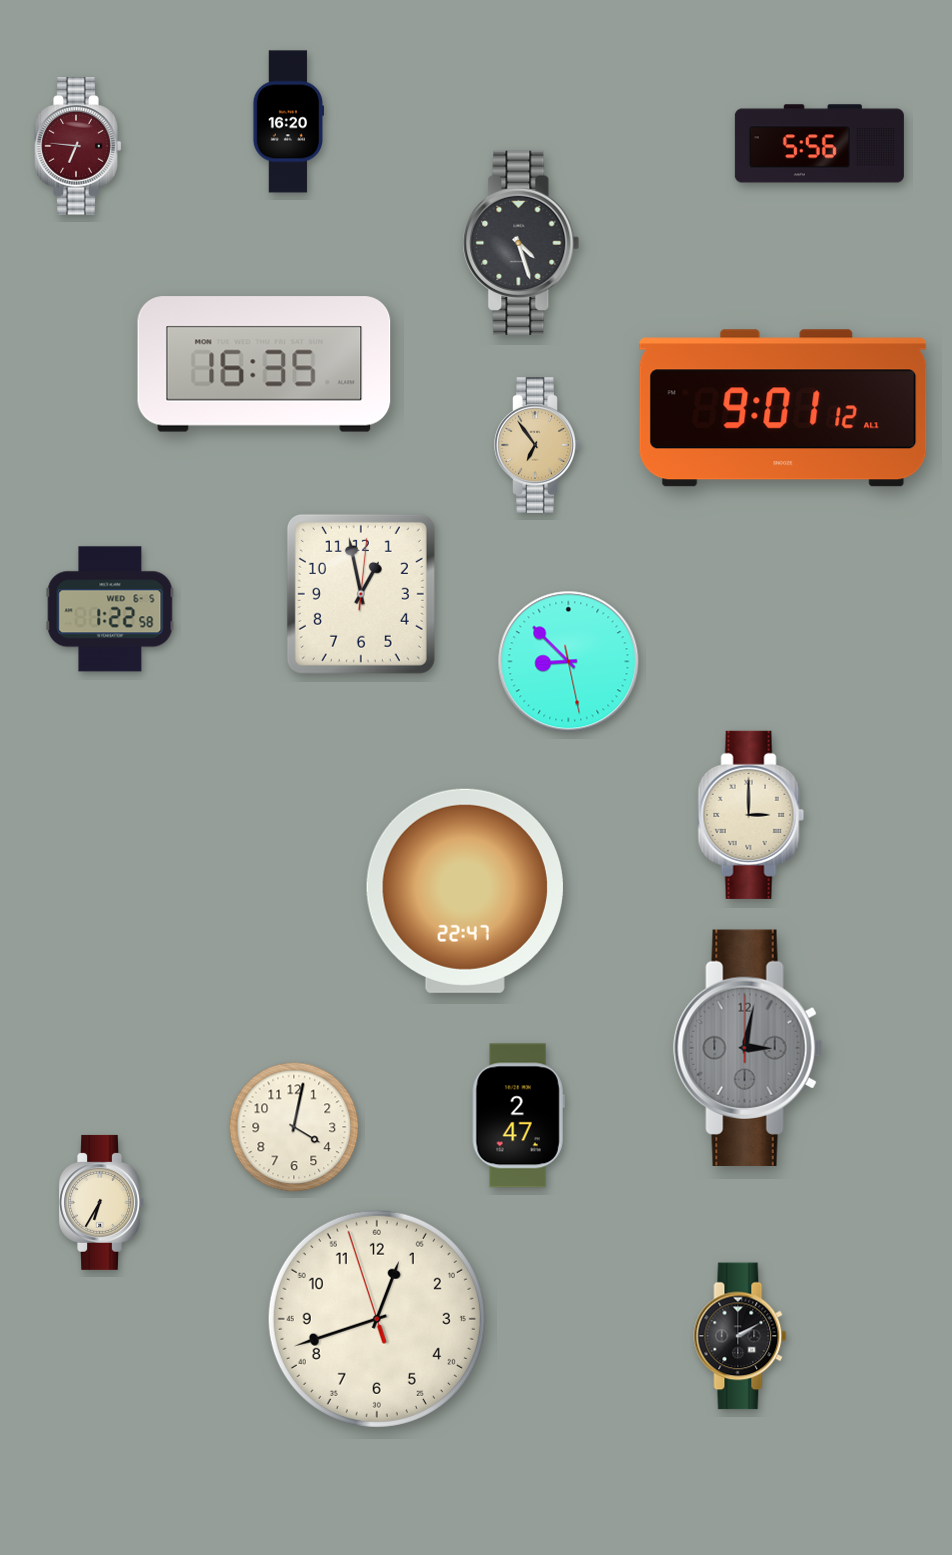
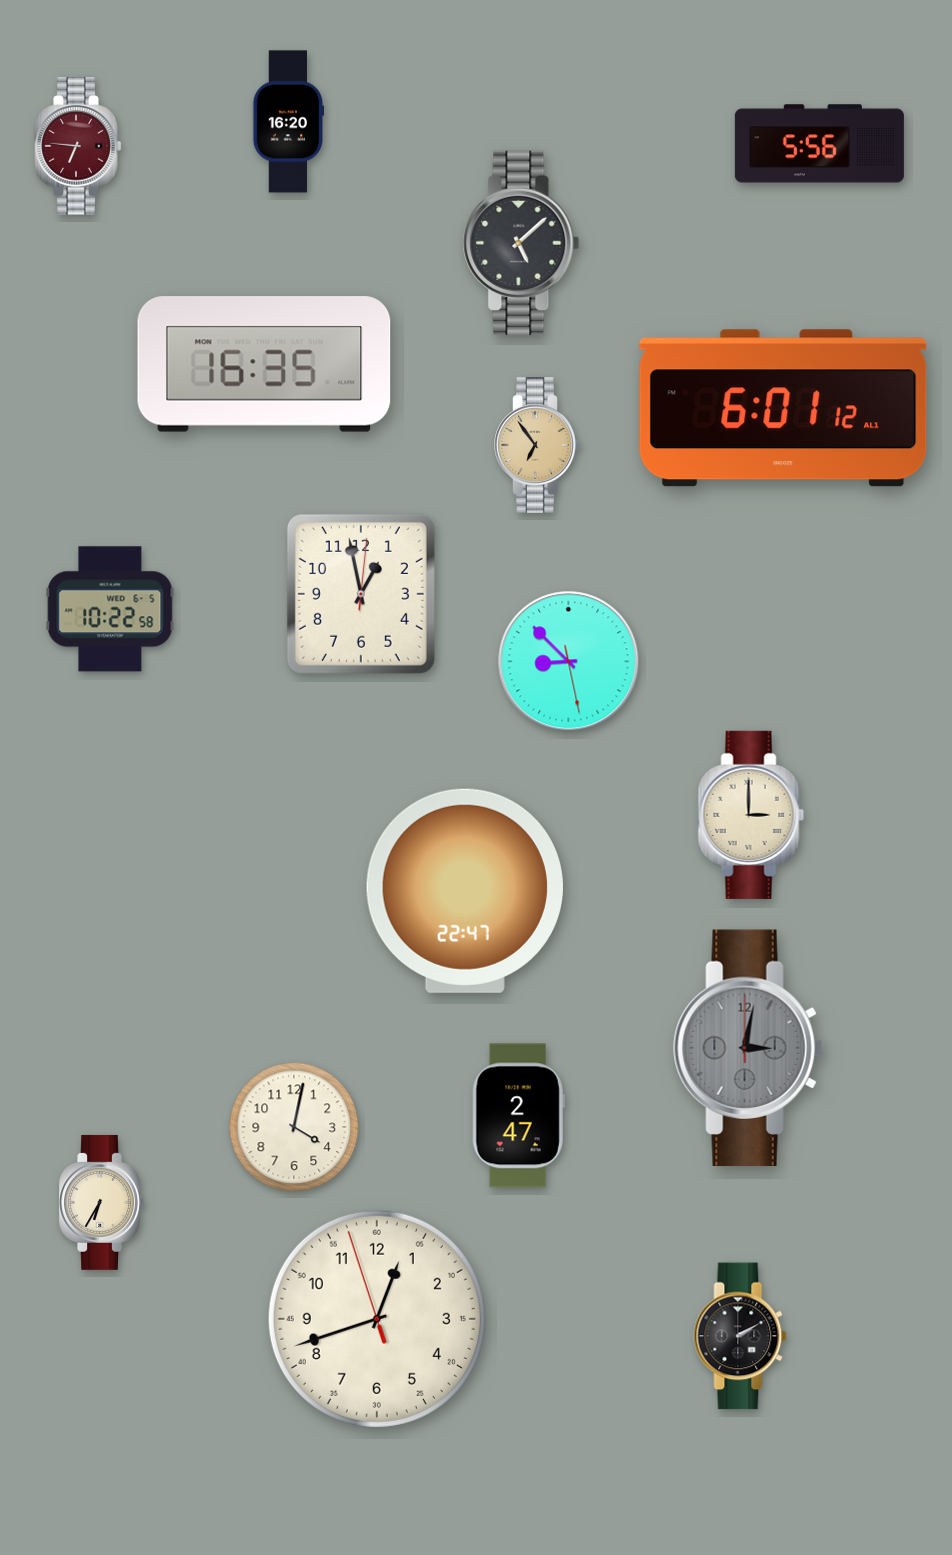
clock at (521, 243): 4:27 -> 5:08
clock at (783, 408): 9:01 -> 6:01
clock at (110, 609): 1:22 -> 10:22
